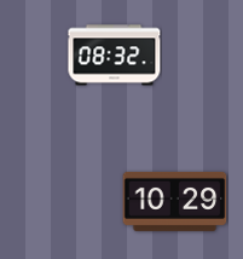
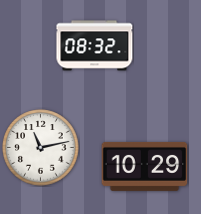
clock at (41, 148): none -> 11:13
